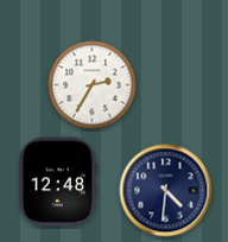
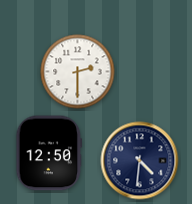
clock at (93, 85): 2:35 -> 2:30
clock at (58, 181): 12:48 -> 12:50
